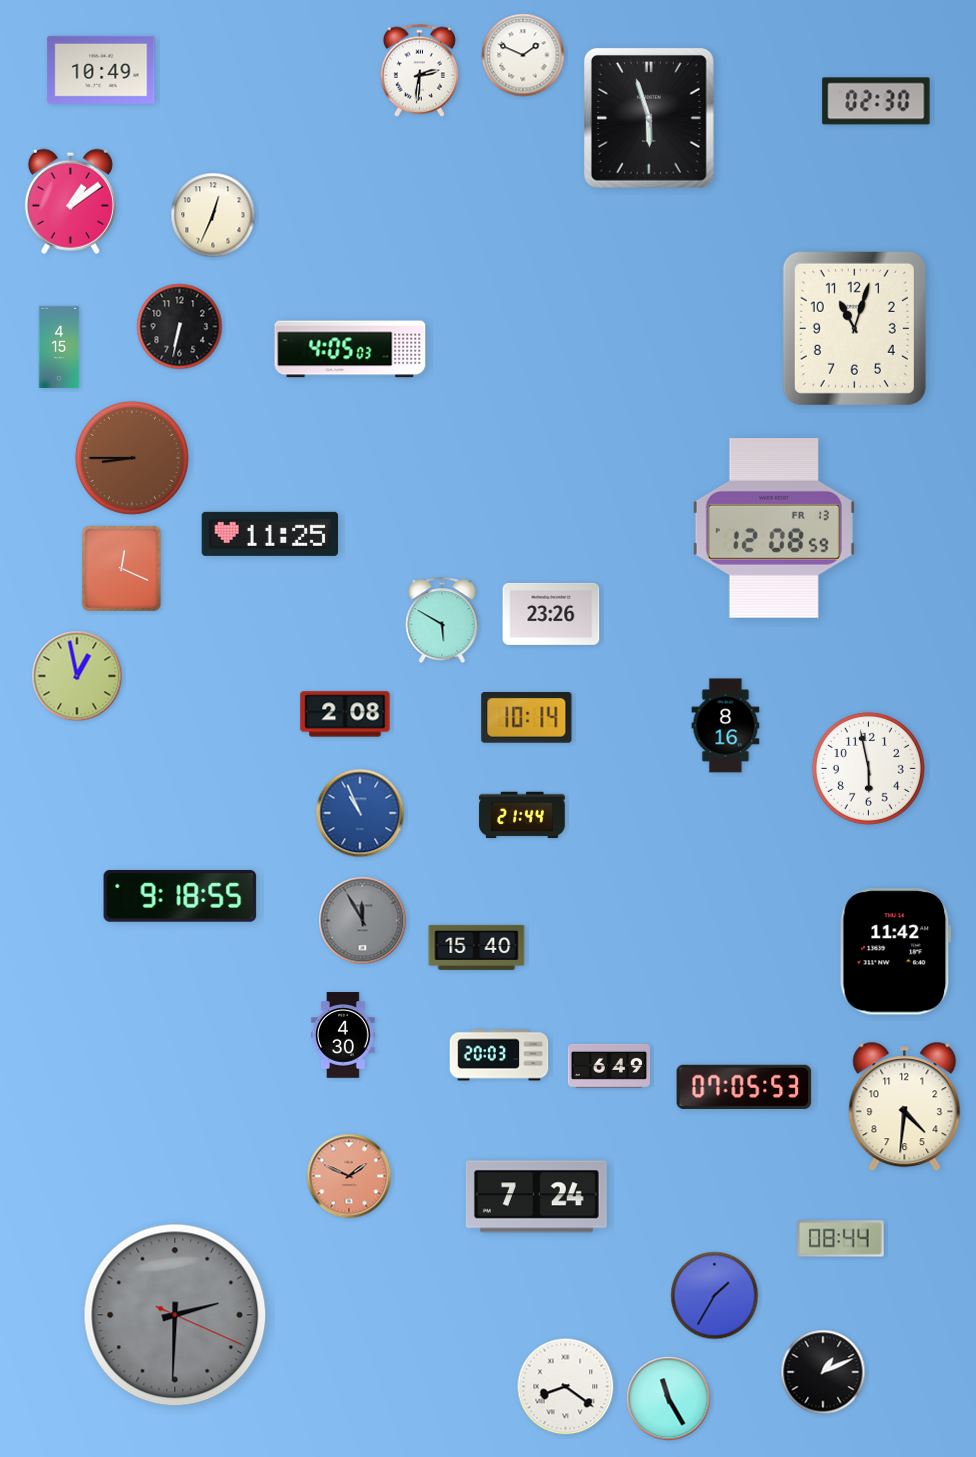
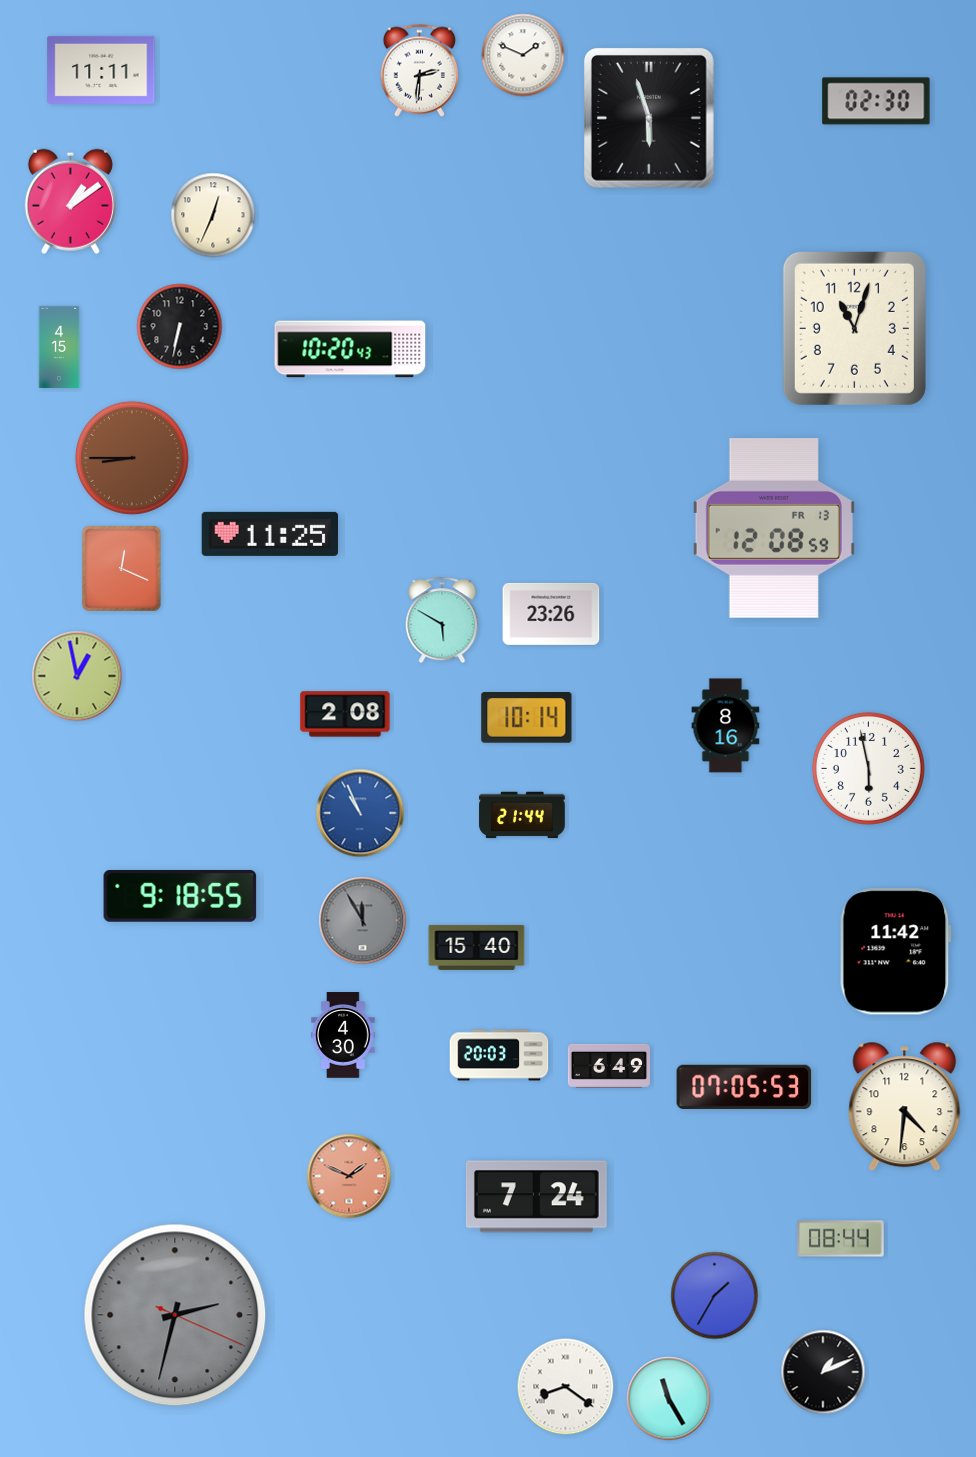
clock at (101, 70): 10:49 -> 11:11
clock at (350, 349): 4:05 -> 10:20
clock at (175, 1315): 2:30 -> 2:32
